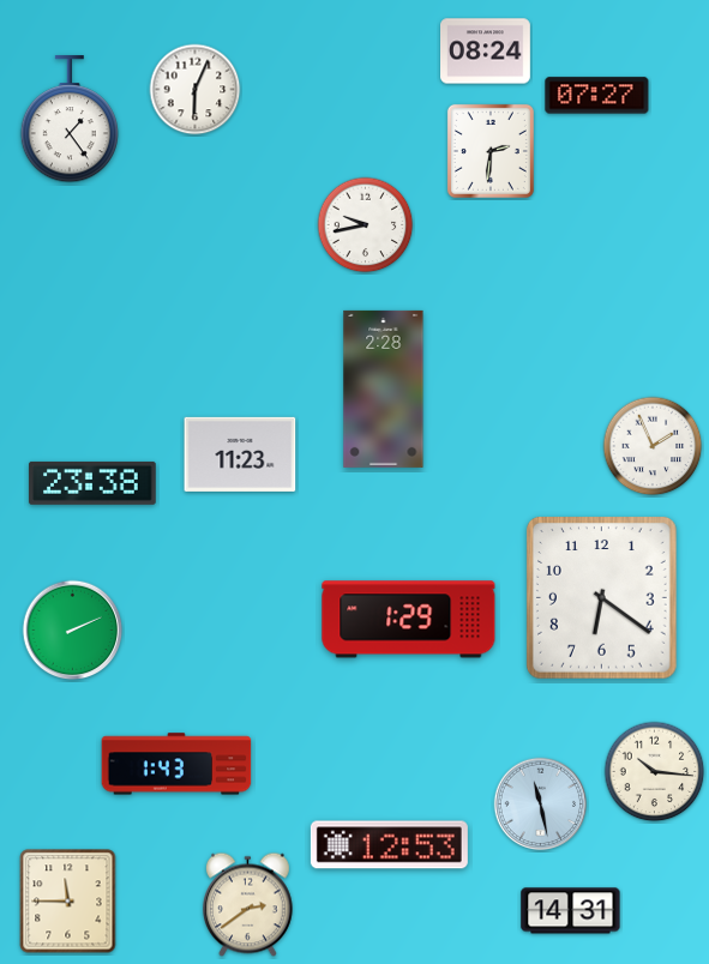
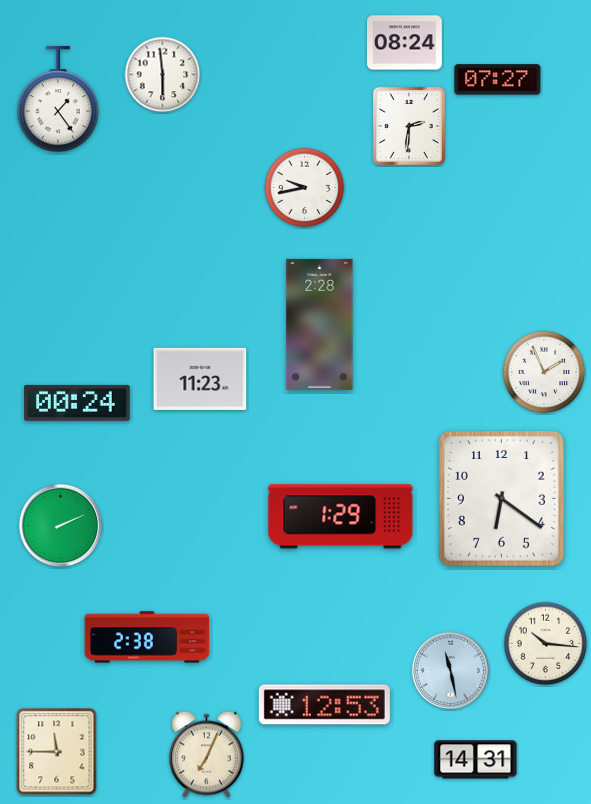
clock at (196, 90): 6:04 -> 5:59
clock at (92, 483): 23:38 -> 00:24
clock at (176, 764): 1:43 -> 2:38
clock at (248, 905): 2:39 -> 7:04
